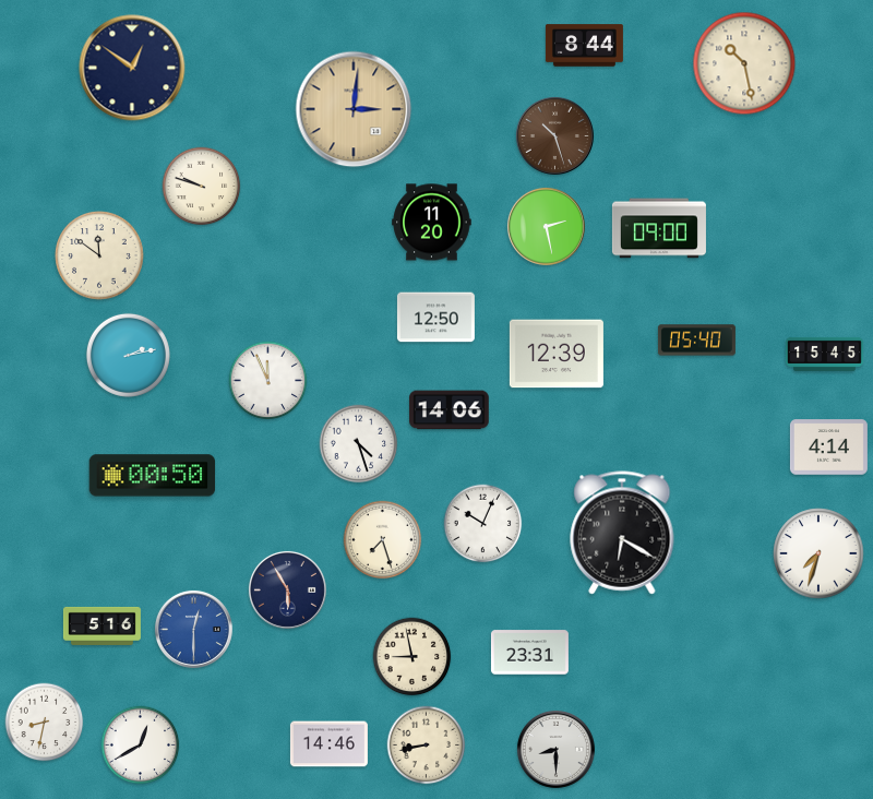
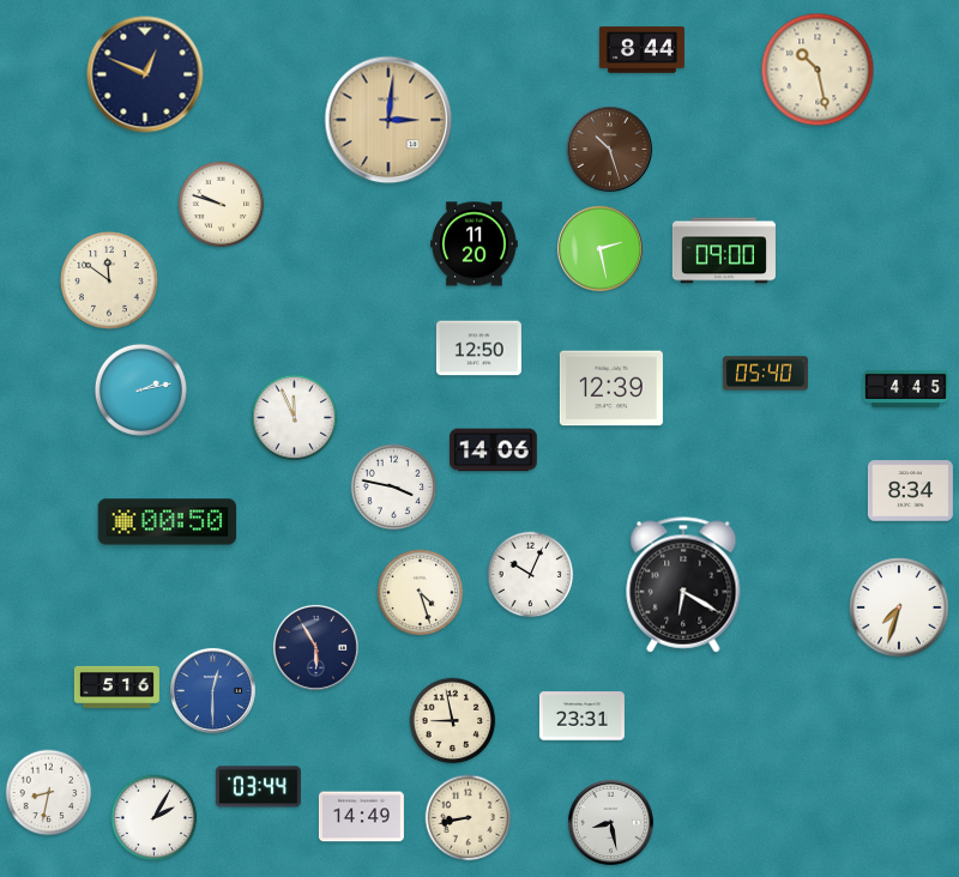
clock at (132, 68): 12:51 -> 12:49
clock at (824, 354): 15:45 -> 4:45
clock at (359, 444): 4:27 -> 3:47
clock at (828, 448): 4:14 -> 8:34
clock at (383, 540): 7:27 -> 4:27
clock at (101, 625) position: (101, 625) -> (116, 687)
clock at (258, 787): none -> 03:44
clock at (328, 744): 14:46 -> 14:49
clock at (141, 746): 12:40 -> 2:05
clock at (555, 749): 8:30 -> 8:28
